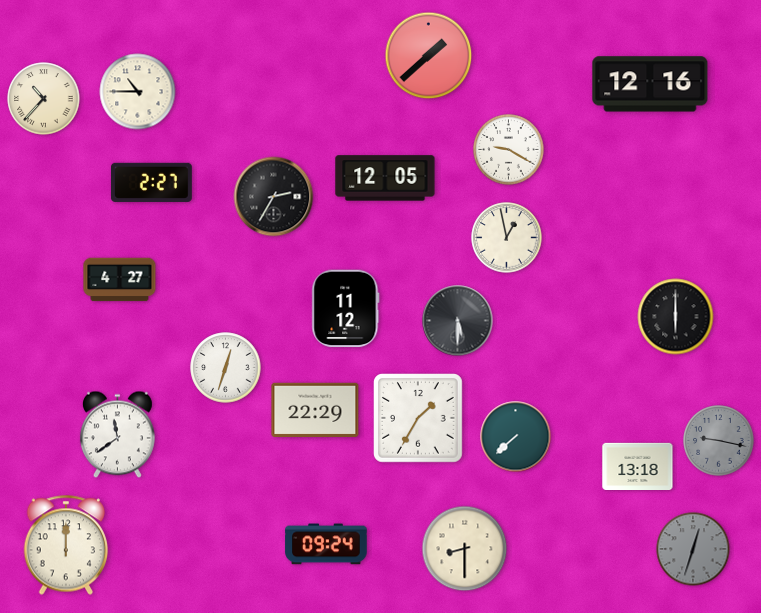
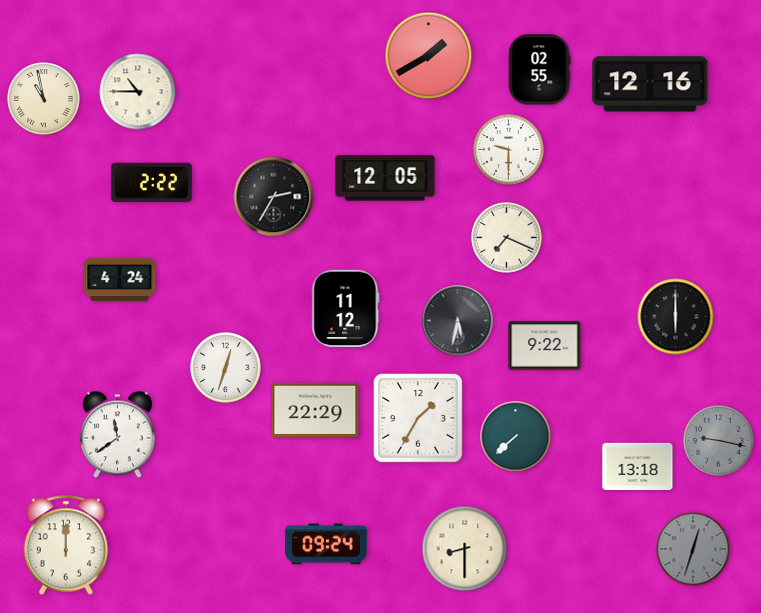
clock at (429, 56): 1:38 -> 1:40
clock at (539, 70): none -> 02:55
clock at (44, 99): 10:37 -> 10:58
clock at (509, 150): 9:20 -> 9:30
clock at (152, 182): 2:27 -> 2:22
clock at (507, 238): 12:58 -> 7:19
clock at (120, 280): 4:27 -> 4:24
clock at (458, 321): 5:30 -> 5:32
clock at (545, 346): none -> 9:22
